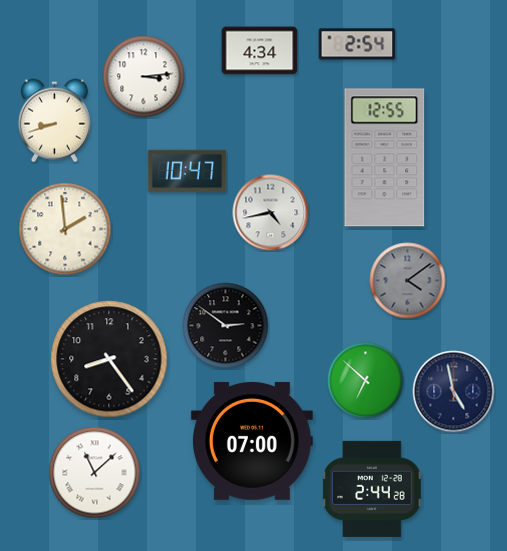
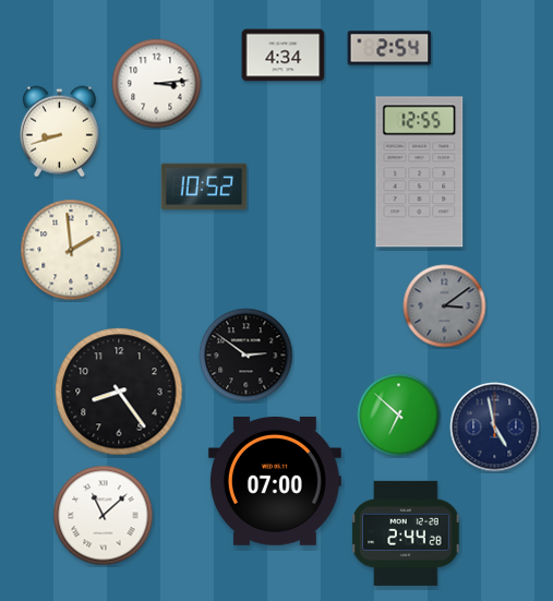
clock at (187, 171): 10:47 -> 10:52
clock at (271, 213): 4:43 -> none
clock at (408, 281): 4:09 -> 3:09
